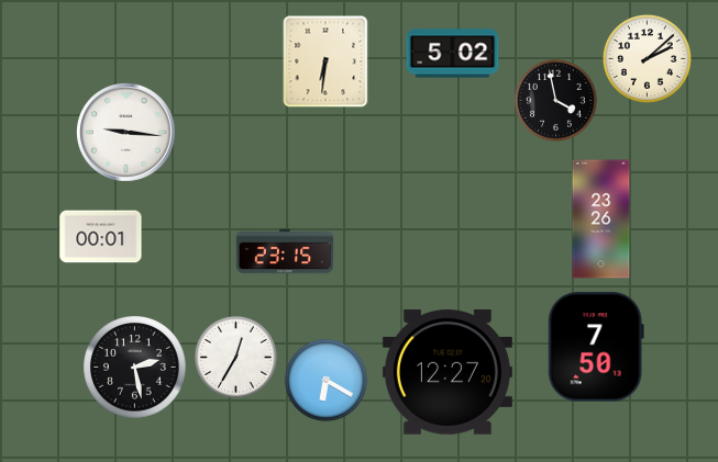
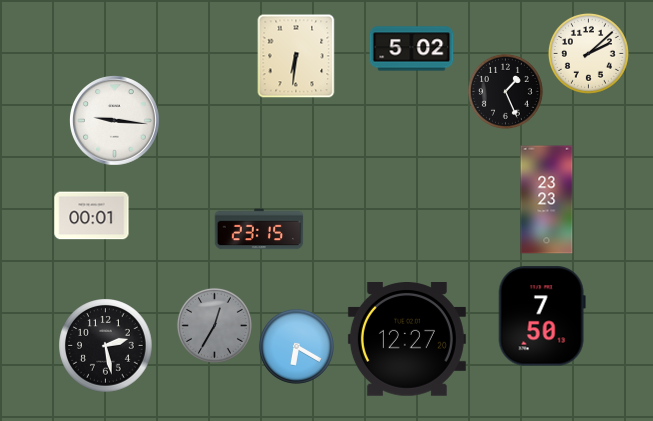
clock at (555, 100): 3:58 -> 1:26
clock at (601, 219): 23:26 -> 23:23
clock at (235, 357) dial: white -> grey
clock at (135, 368) position: (135, 368) -> (106, 346)
